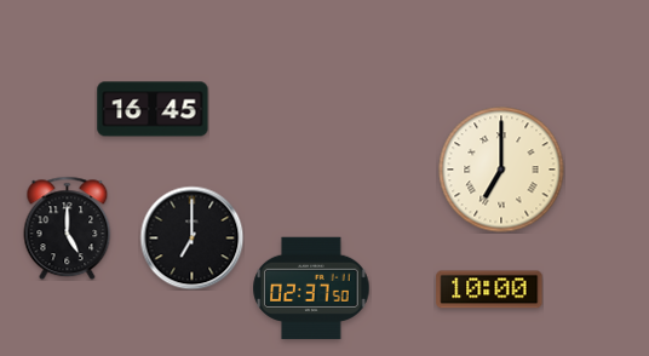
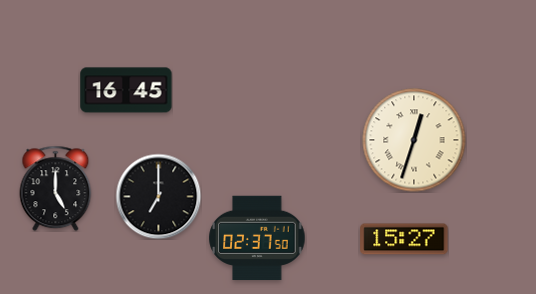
clock at (501, 170): 7:00 -> 12:33
clock at (489, 289): 10:00 -> 15:27
